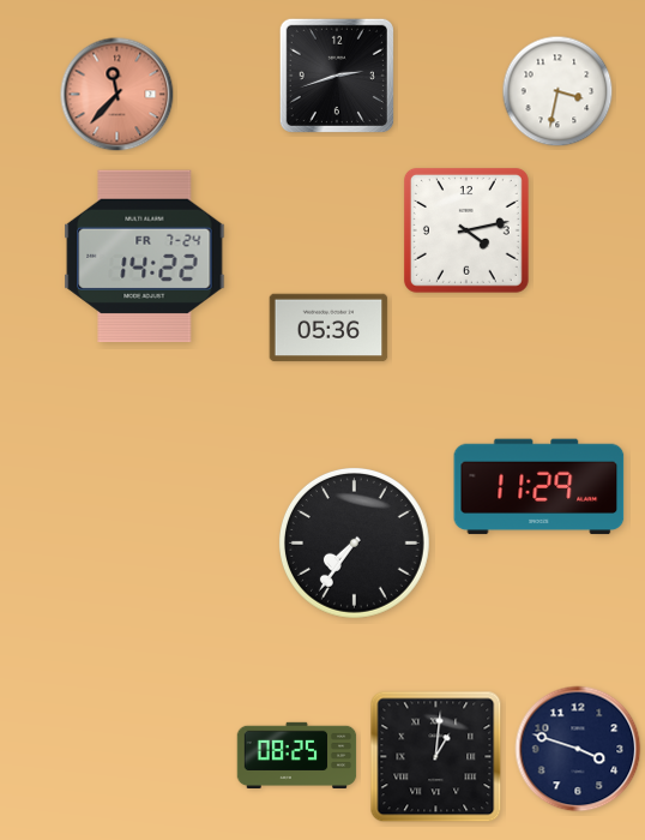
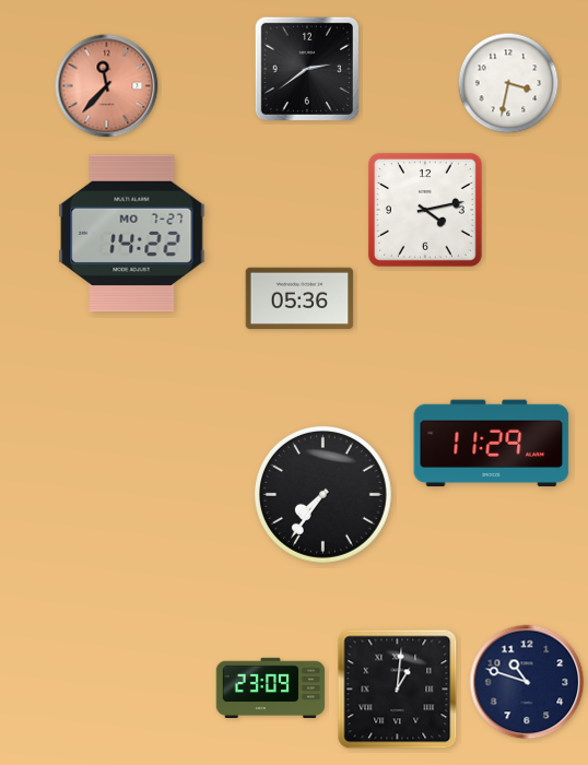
clock at (337, 76): 2:42 -> 2:39
clock at (145, 257) date: FR 7-24 -> MO 7-27
clock at (578, 749): 3:48 -> 10:48
clock at (297, 755): 08:25 -> 23:09
